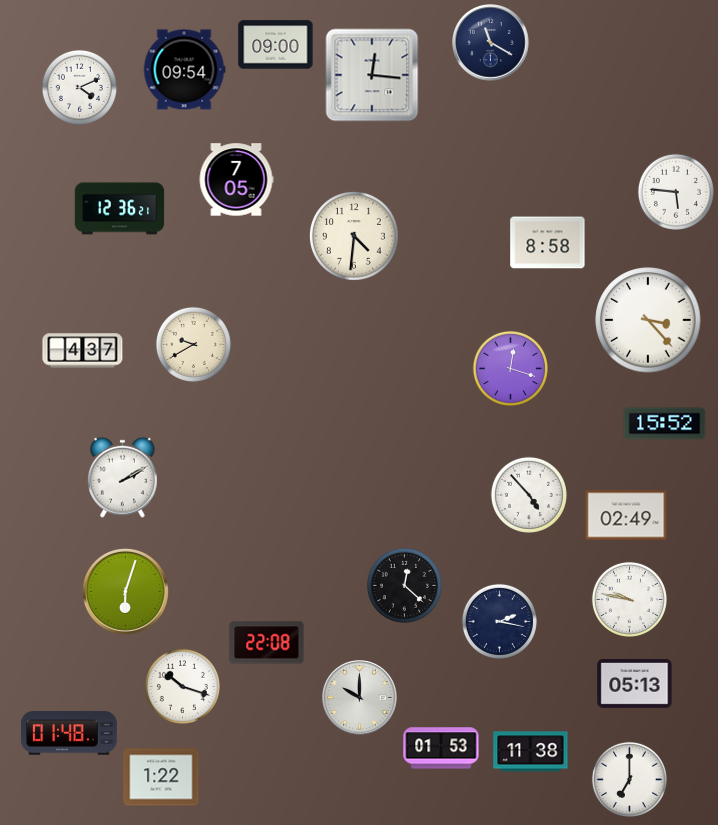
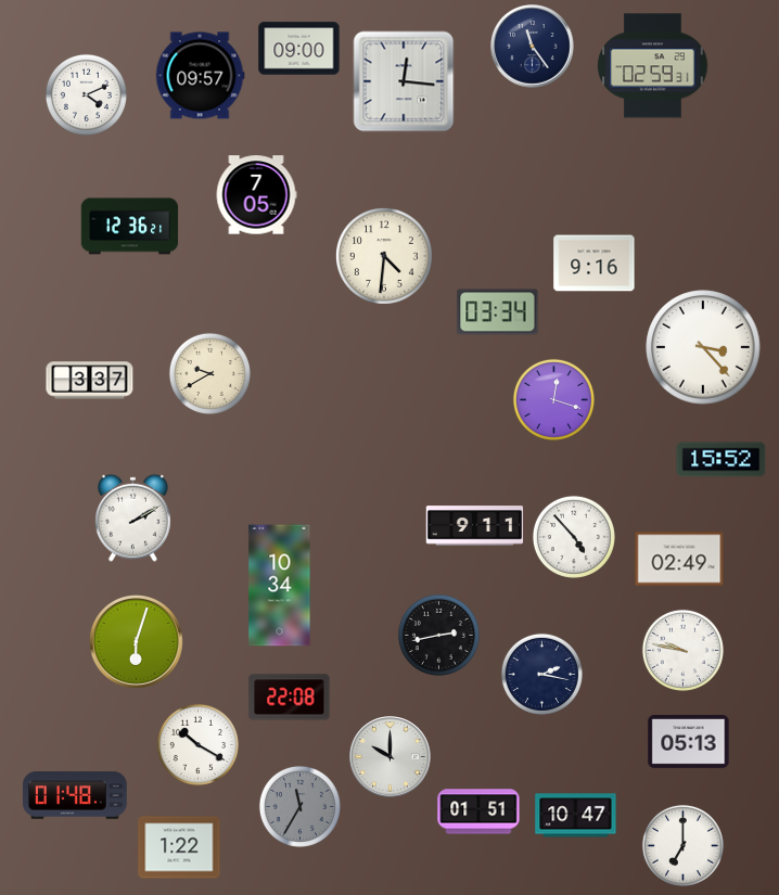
clock at (491, 43): 11:20 -> 11:24
clock at (653, 66): none -> 02:59
clock at (184, 70): 09:54 -> 09:57
clock at (676, 192): 5:46 -> none
clock at (548, 243): 8:58 -> 9:16
clock at (498, 312): none -> 03:34
clock at (83, 351): 4:37 -> 3:37
clock at (475, 526): none -> 9:11
clock at (280, 586): none -> 10:34
clock at (404, 585): 12:22 -> 2:43
clock at (182, 686): 10:18 -> 10:20
clock at (299, 806): none -> 11:35
clock at (441, 748): 01:53 -> 01:51
clock at (531, 752): 11:38 -> 10:47
clock at (161, 777) position: (161, 777) -> (179, 847)
